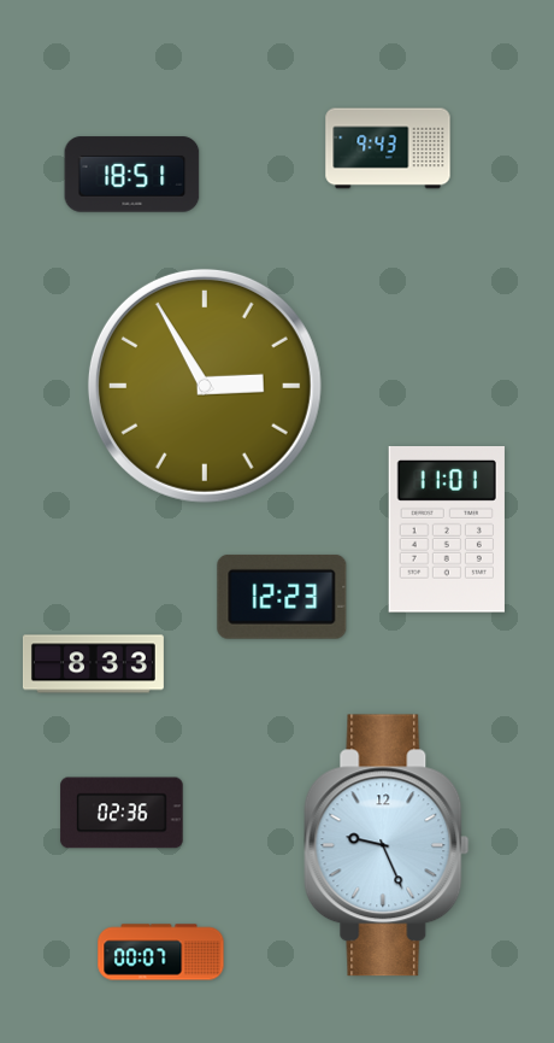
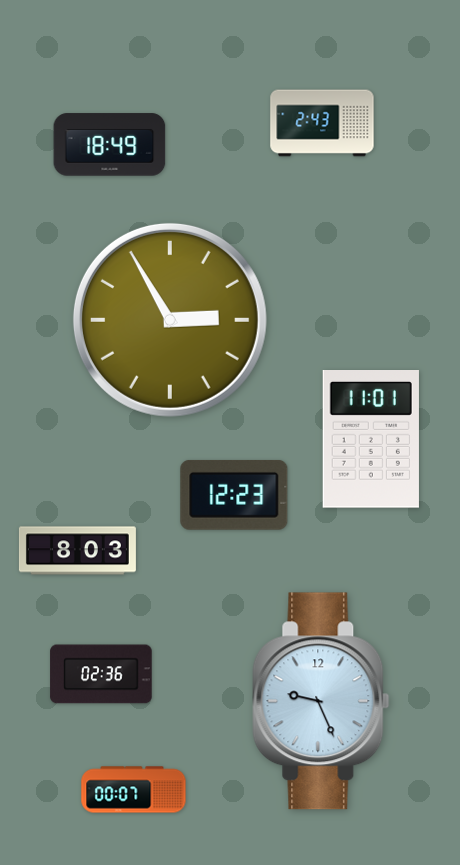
clock at (388, 148): 9:43 -> 2:43
clock at (132, 175): 18:51 -> 18:49
clock at (93, 664): 8:33 -> 8:03
